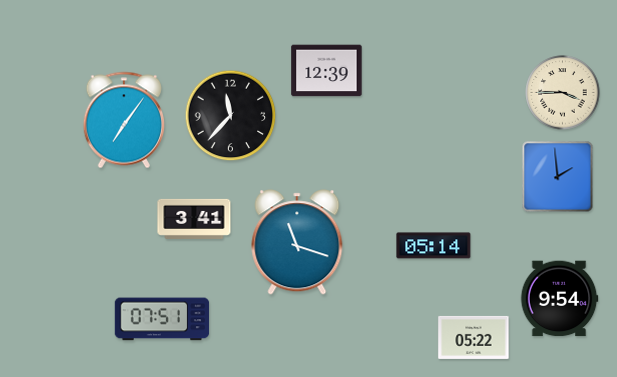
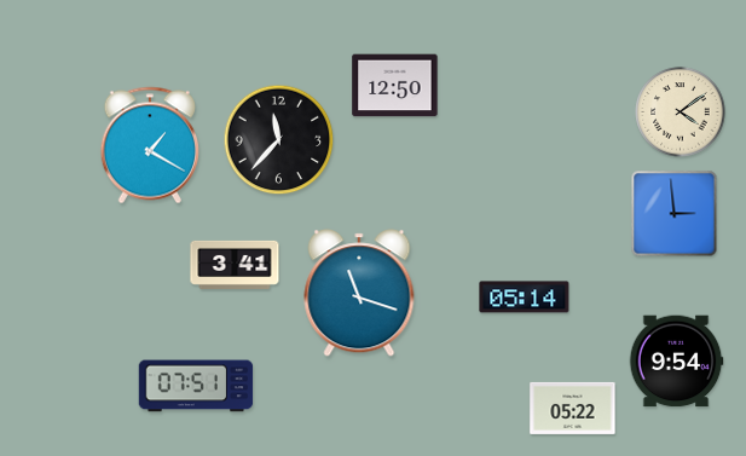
clock at (327, 71): 12:39 -> 12:50
clock at (563, 93): 3:45 -> 4:09
clock at (124, 120): 7:06 -> 1:20
clock at (558, 177): 1:59 -> 2:59
